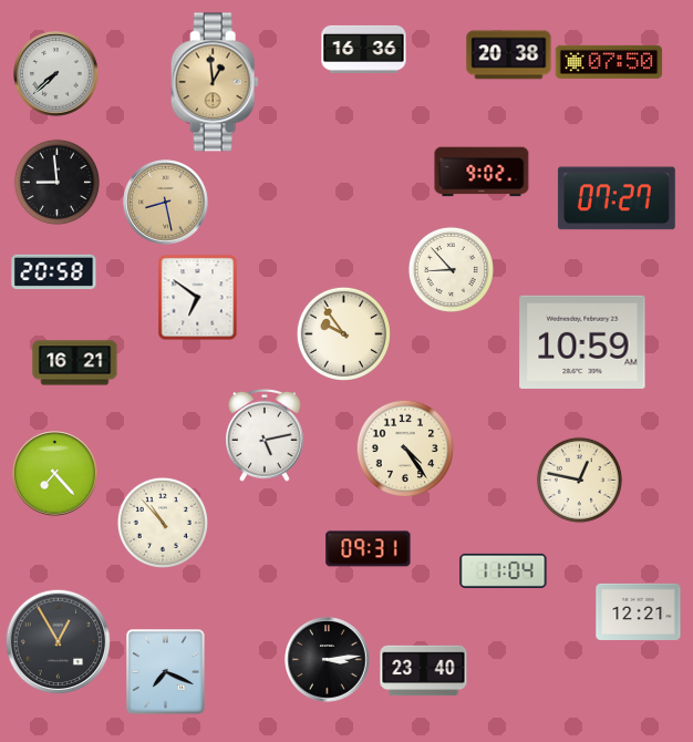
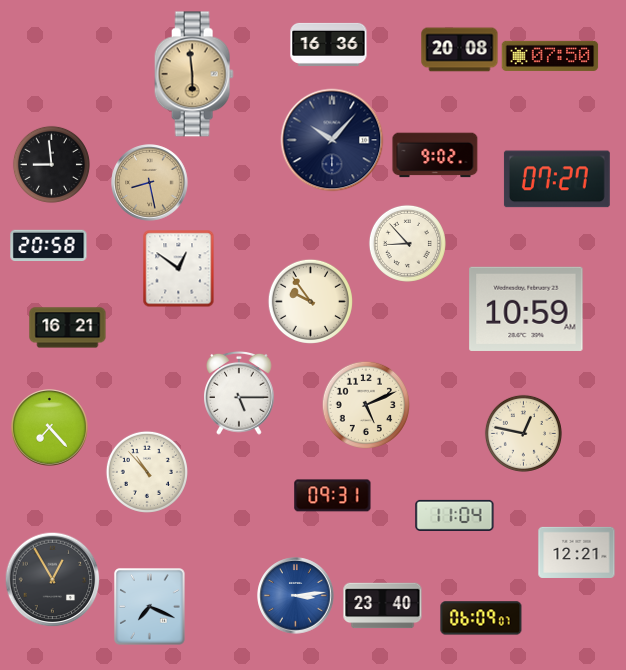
clock at (509, 55): 20:38 -> 20:08
clock at (56, 74): 7:38 -> none
clock at (215, 82): 12:59 -> 5:59
clock at (332, 140): none -> 10:07
clock at (198, 297): 6:51 -> 12:51
clock at (266, 435): 5:13 -> 5:15
clock at (404, 447): 4:24 -> 5:11
clock at (328, 660) dial: black -> blue
clock at (481, 618): none -> 06:09
